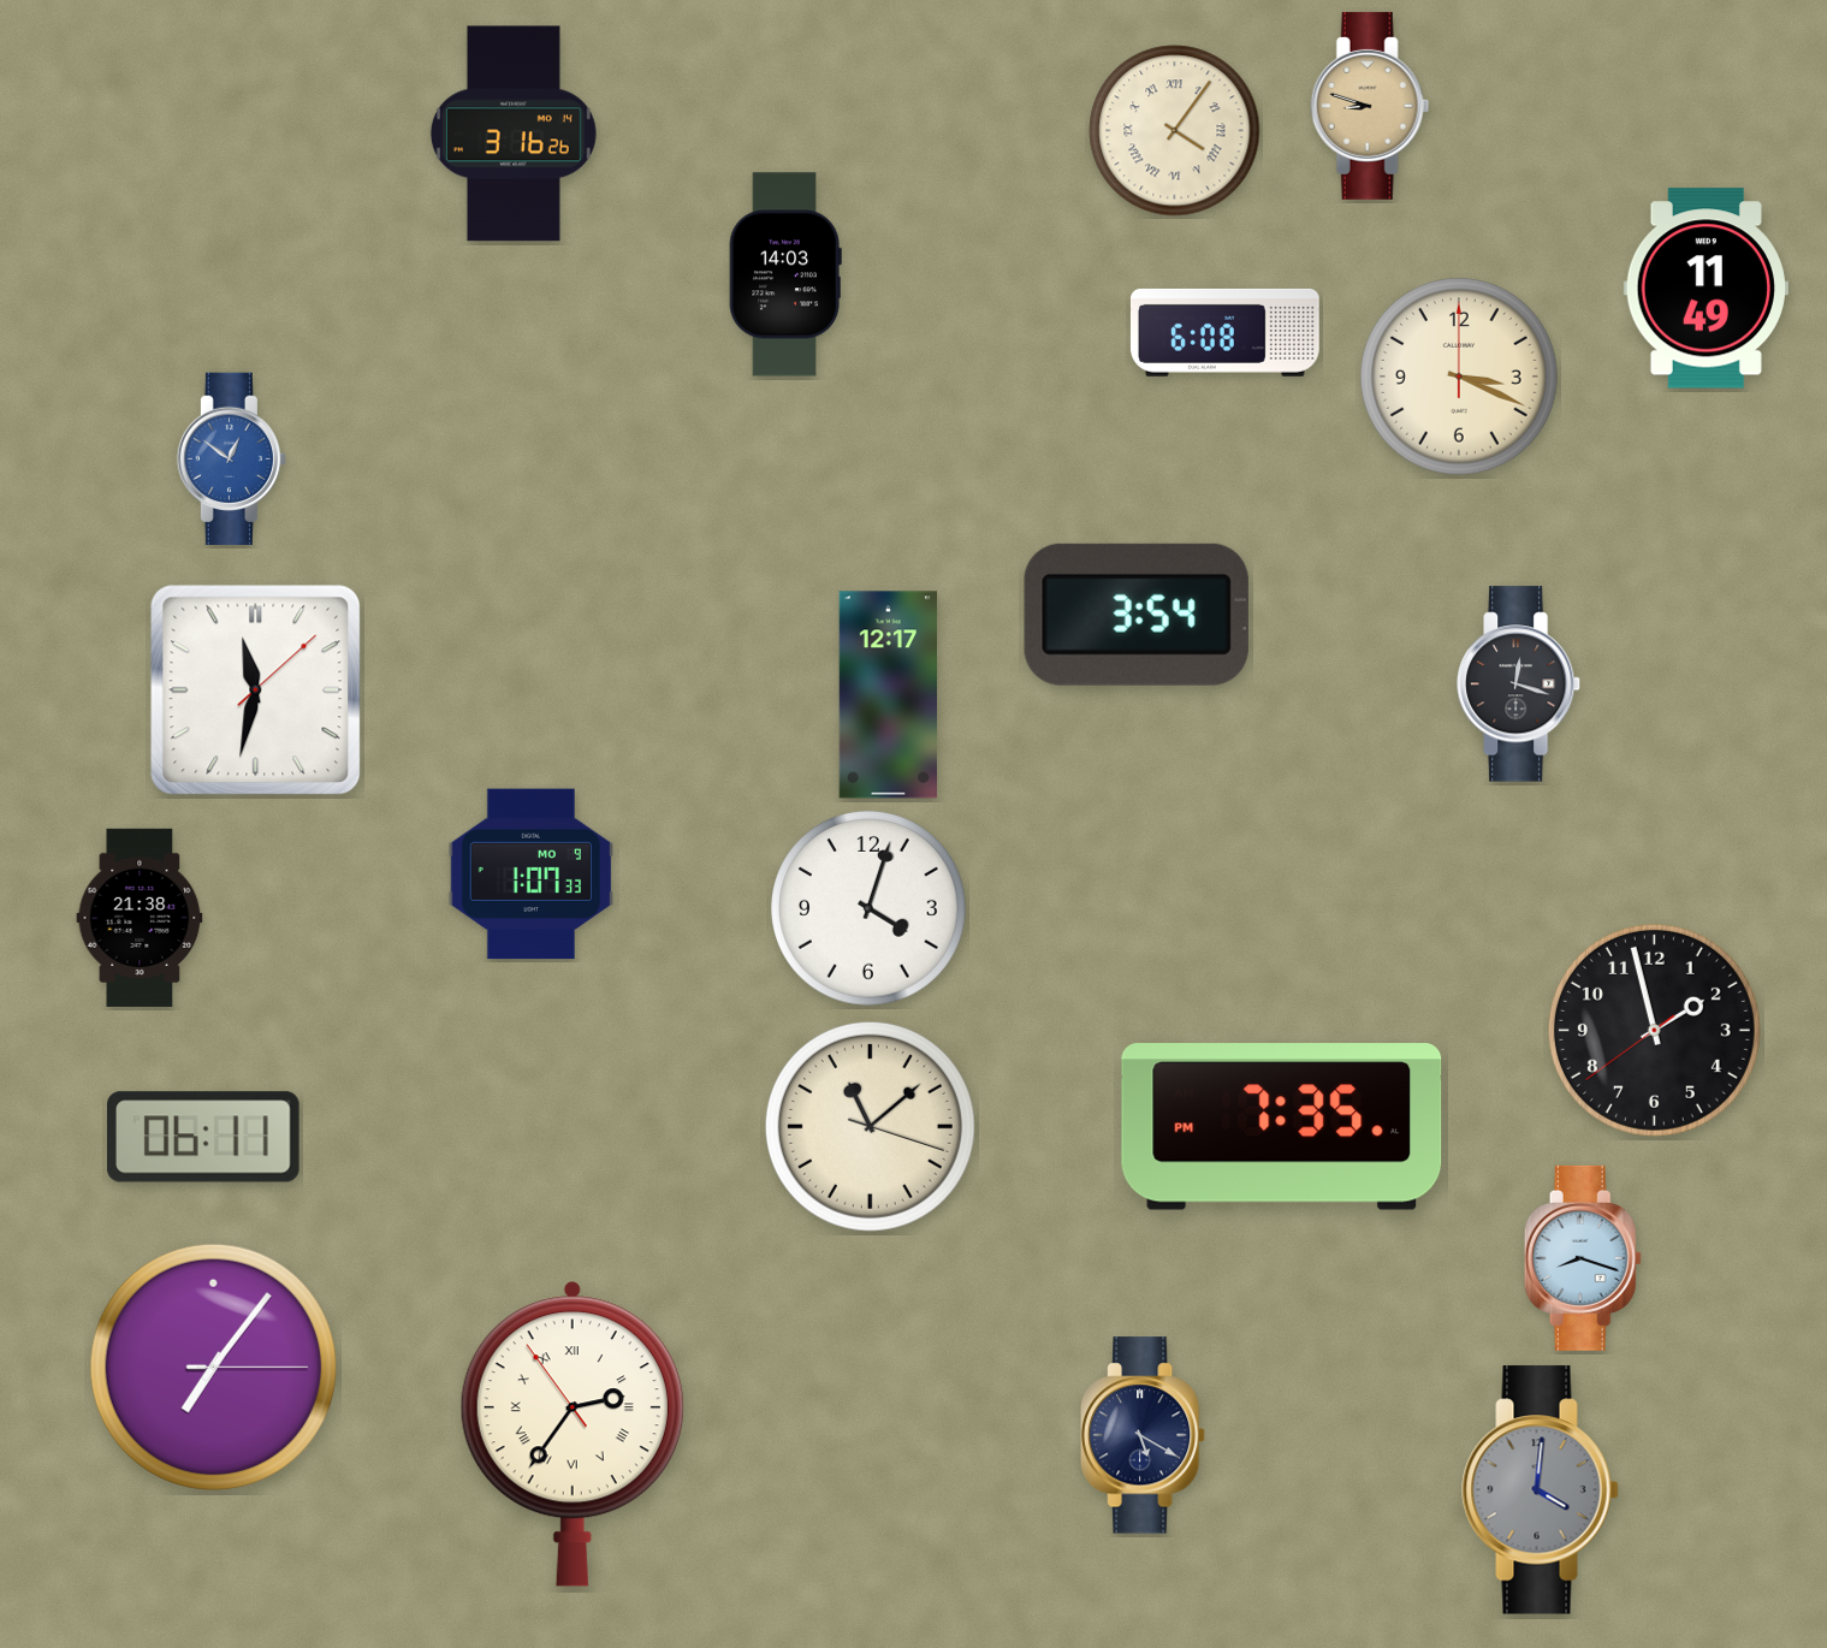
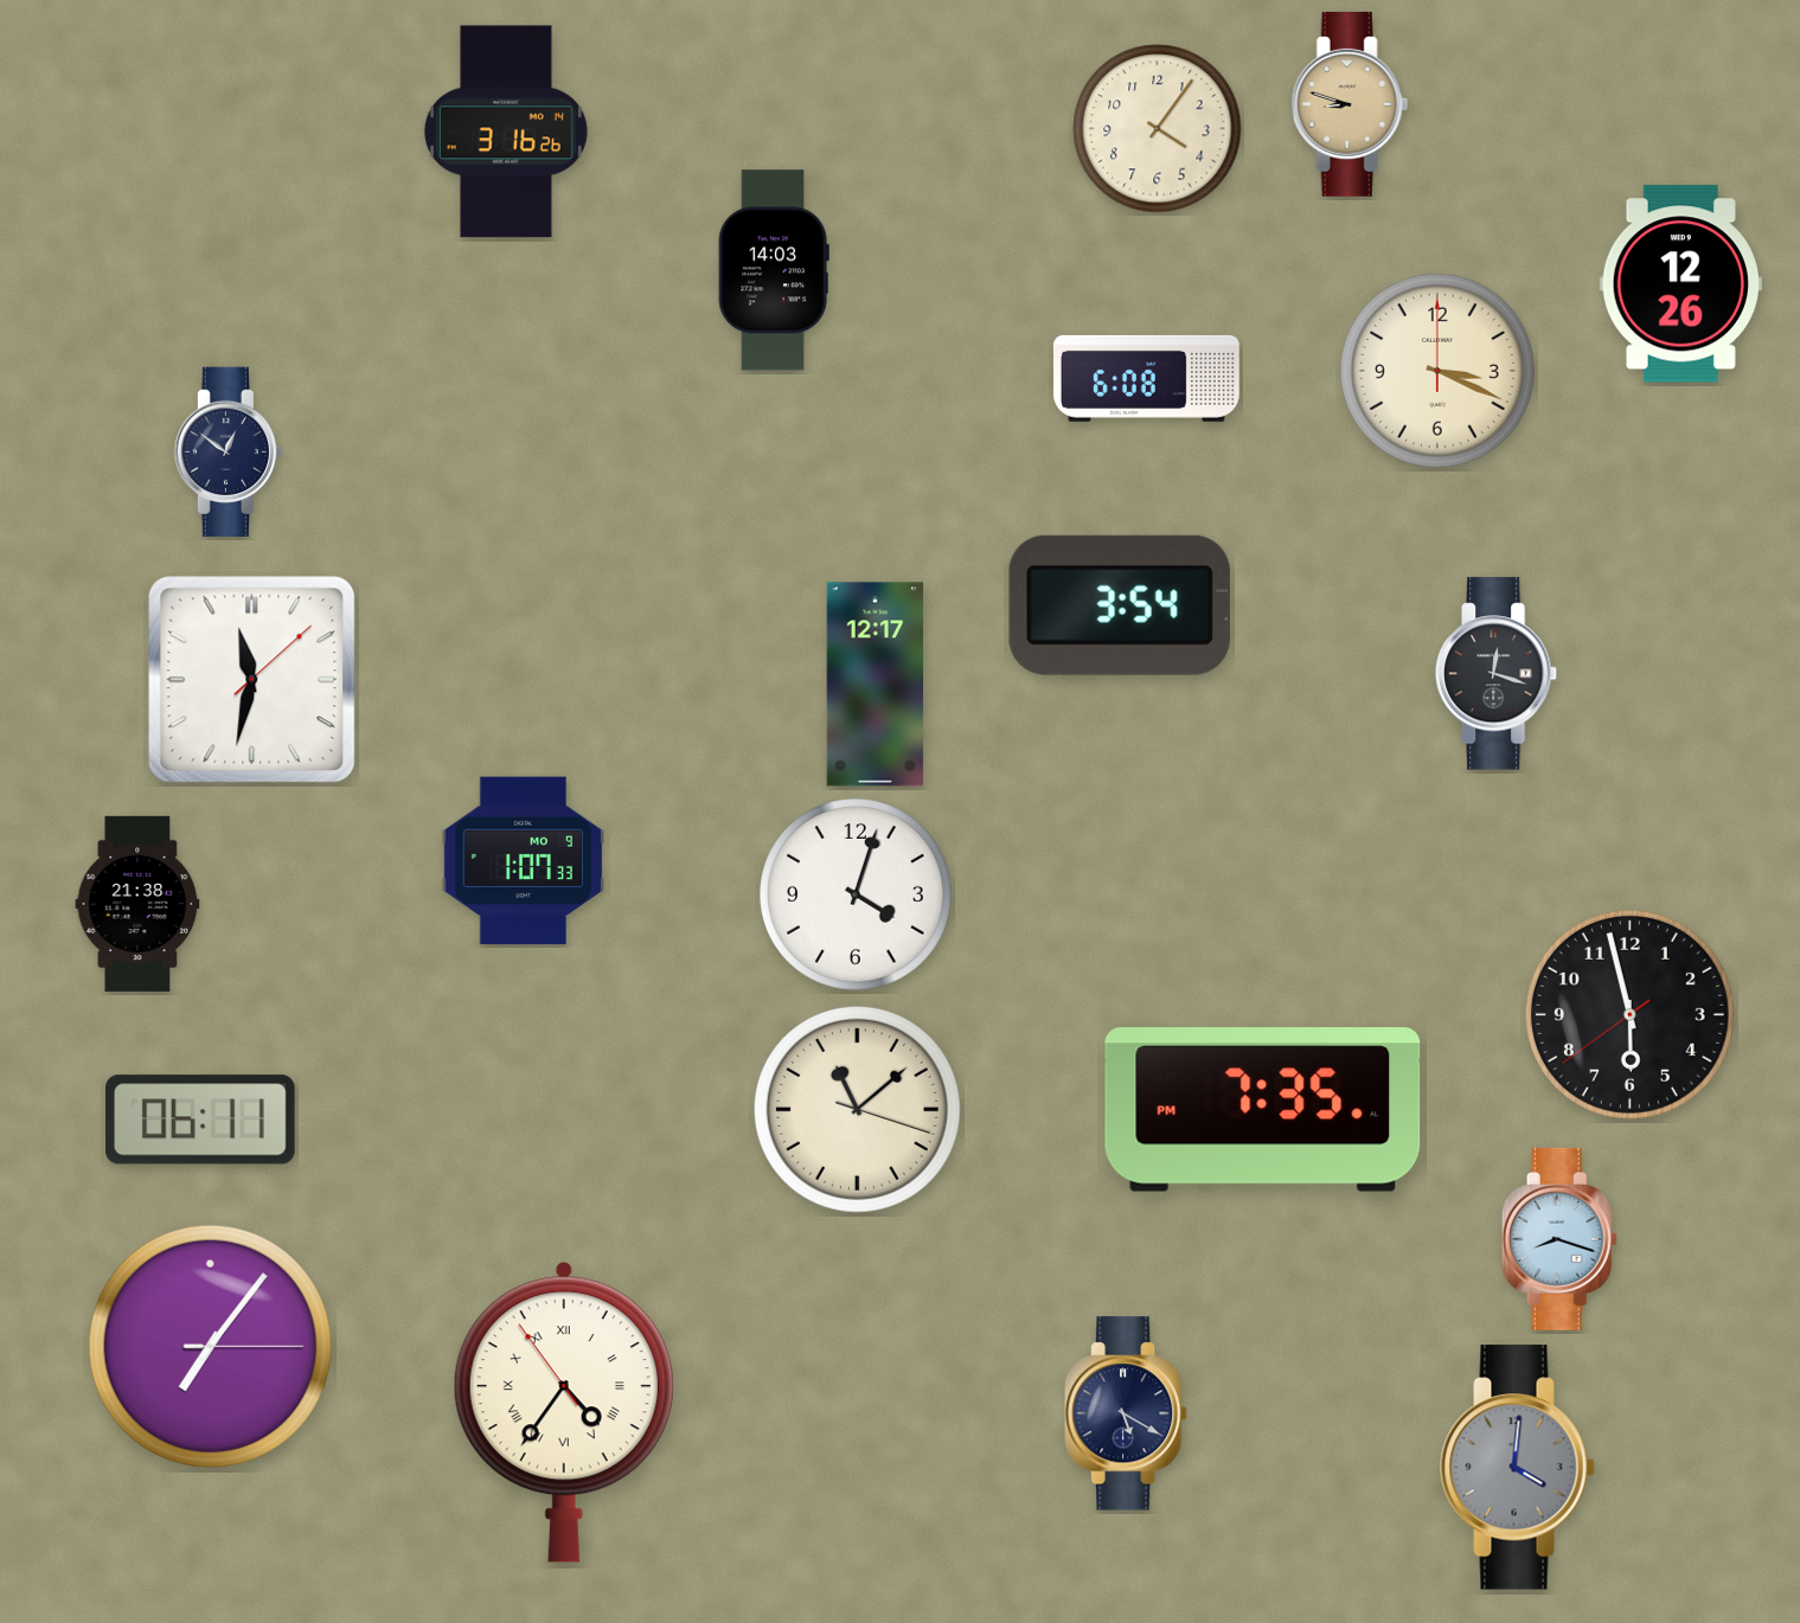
clock at (1175, 131) numerals: Roman -> Arabic
clock at (1706, 289): 11:49 -> 12:26
clock at (1226, 332) position: (1226, 332) -> (1147, 378)
clock at (232, 460) dial: blue -> navy
clock at (1654, 1030): 1:57 -> 5:57
clock at (573, 1434): 2:35 -> 4:35
